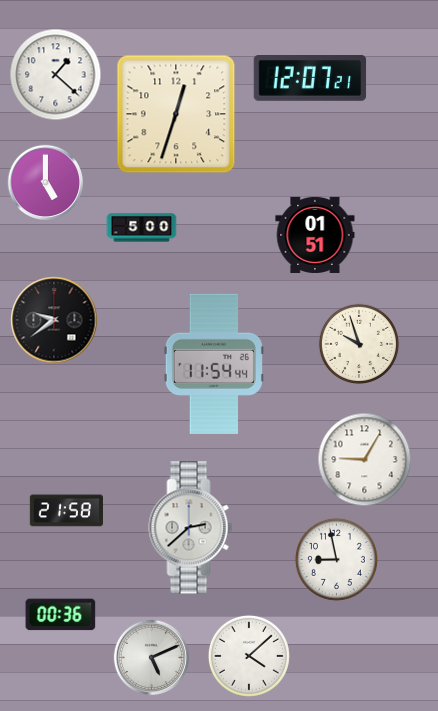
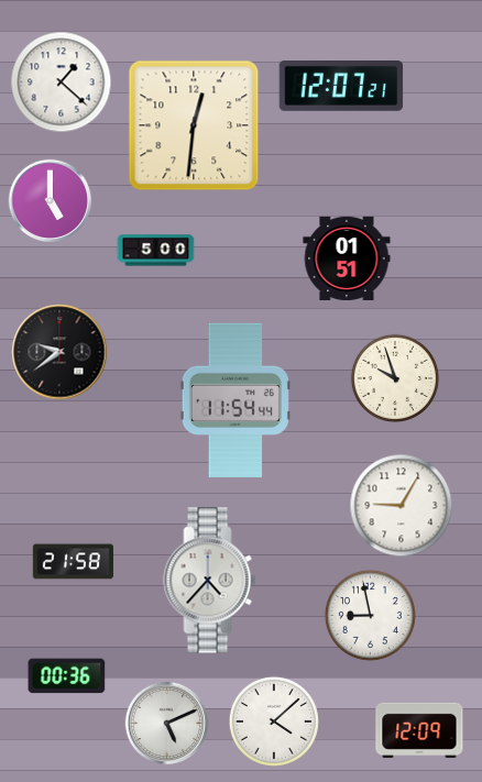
clock at (176, 114): 12:33 -> 12:31
clock at (191, 528): 2:38 -> 4:37
clock at (419, 730): none -> 12:09
